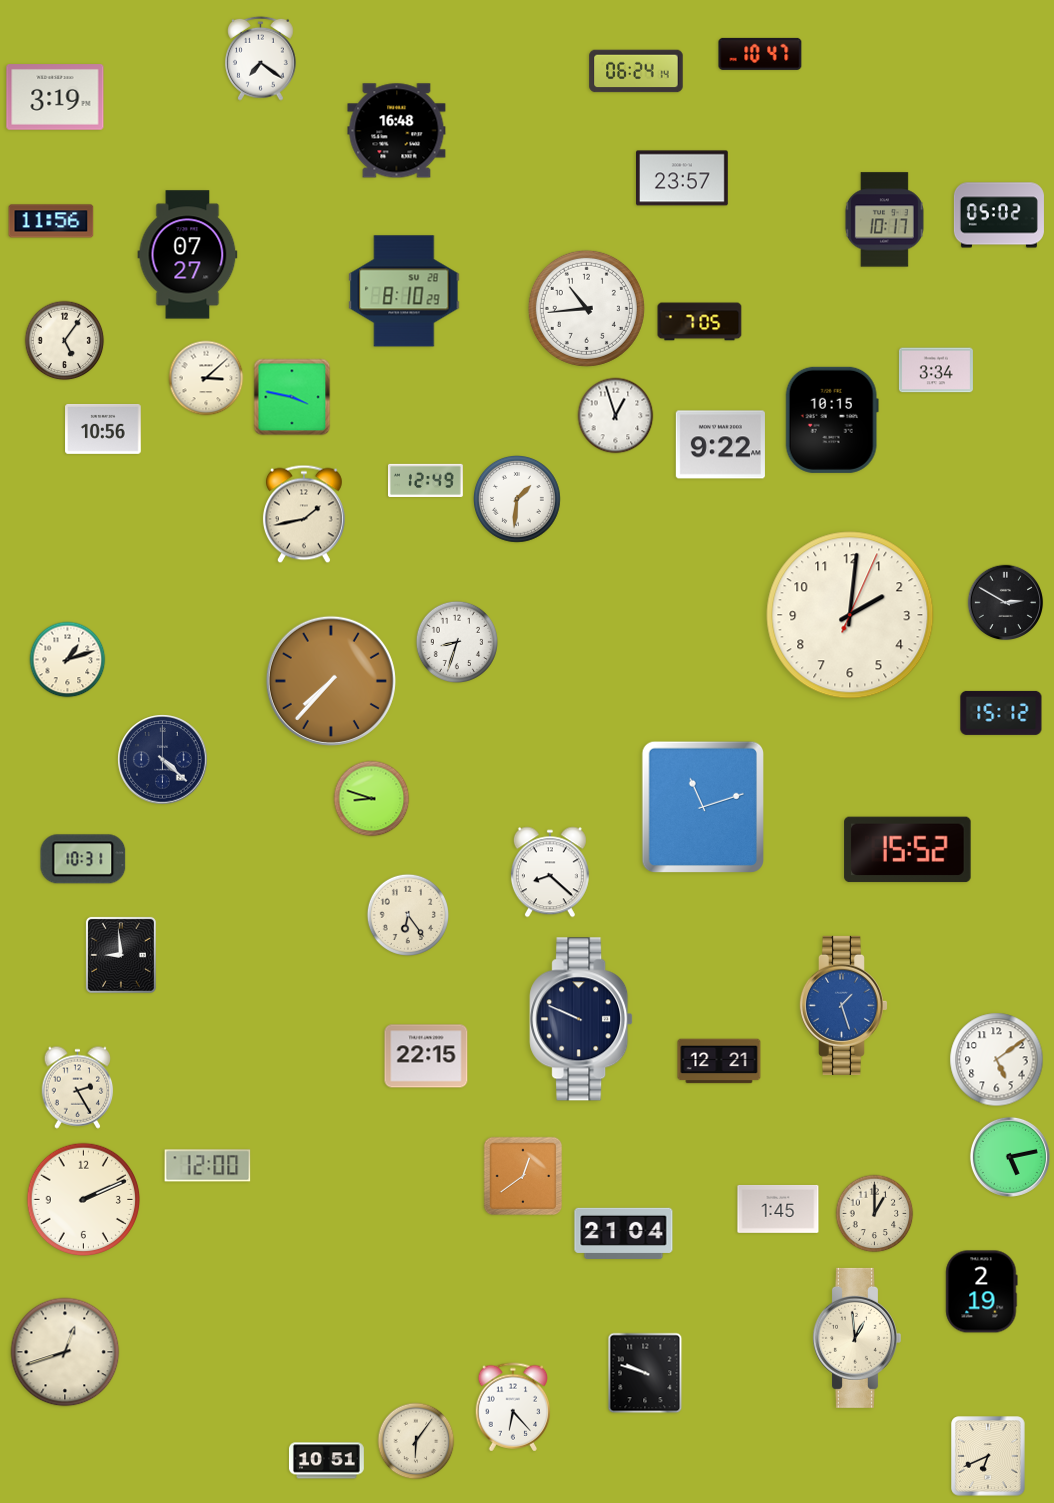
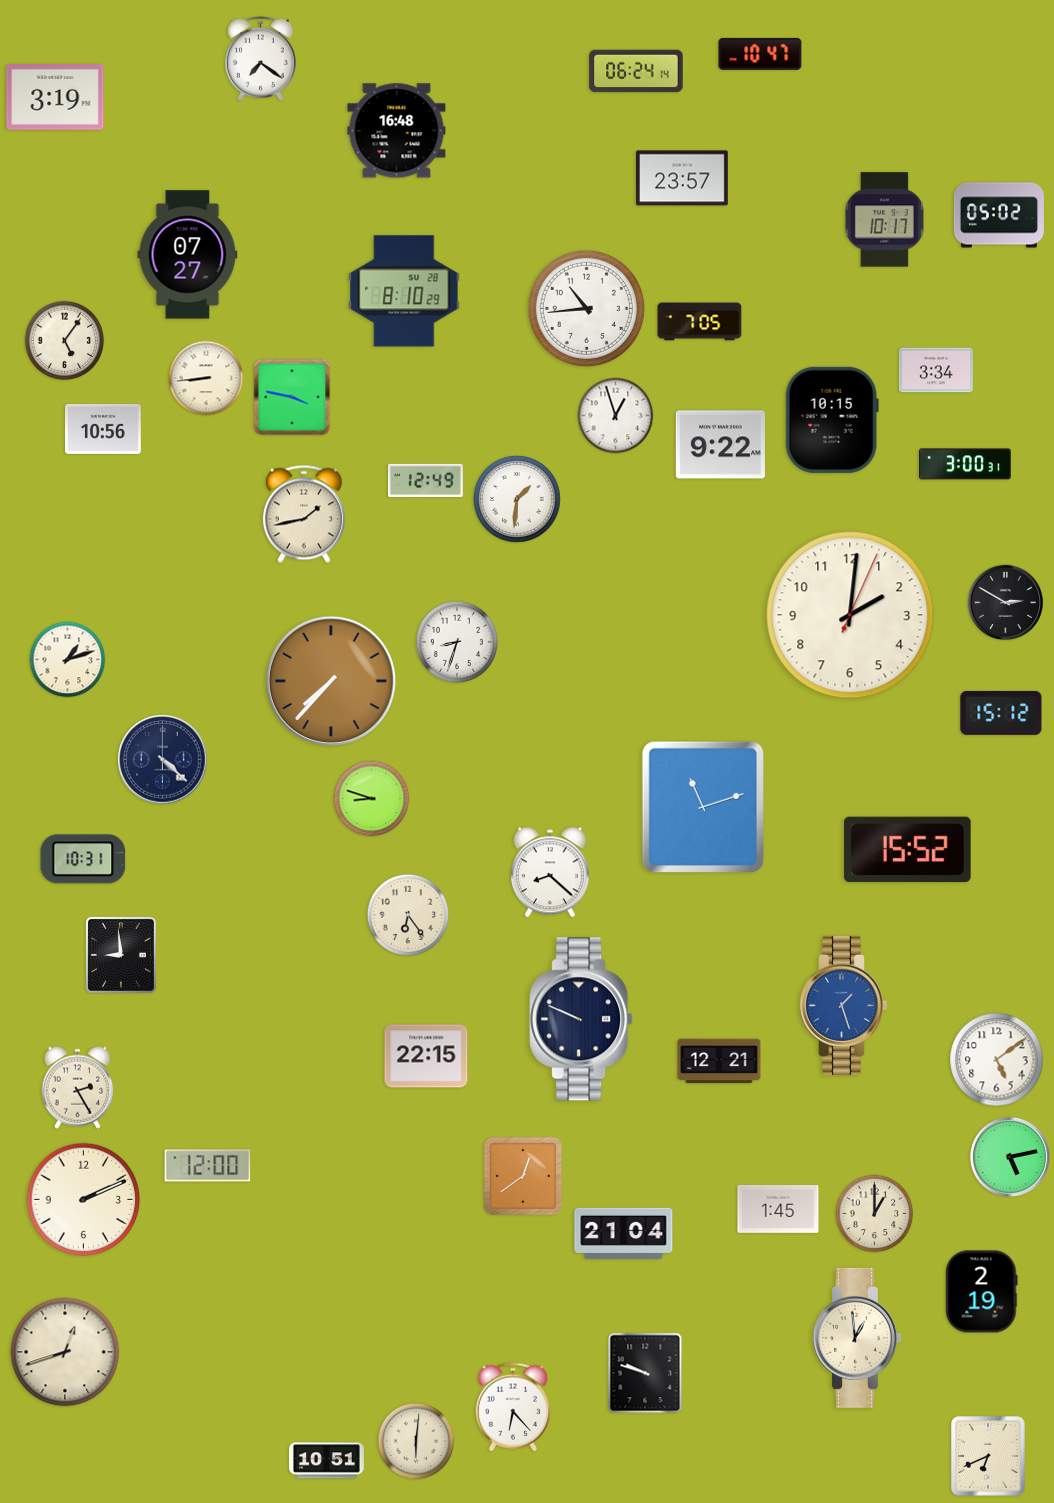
clock at (51, 221): 11:56 -> none
clock at (206, 378): 3:08 -> 8:44
clock at (966, 464): none -> 3:00
clock at (416, 1441): 6:06 -> 6:01
